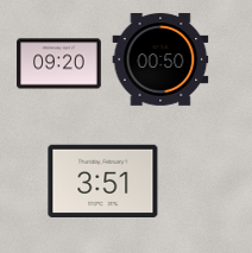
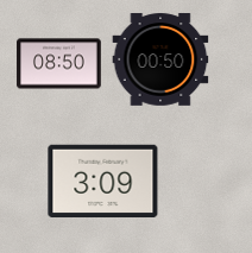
clock at (59, 64): 09:20 -> 08:50
clock at (103, 181): 3:51 -> 3:09
